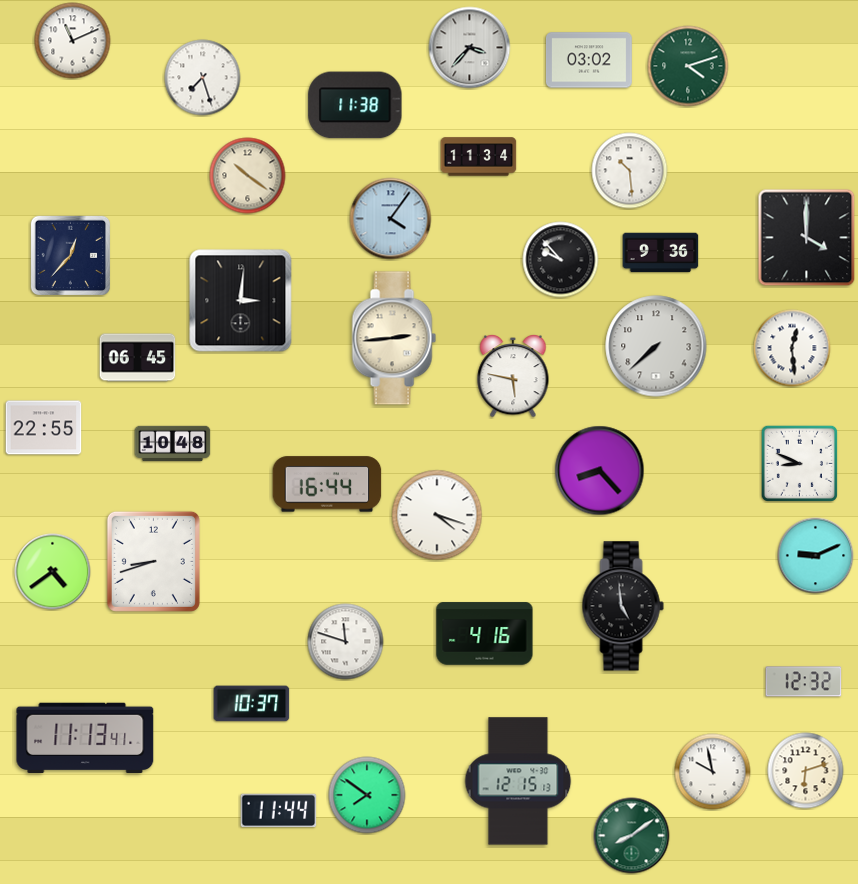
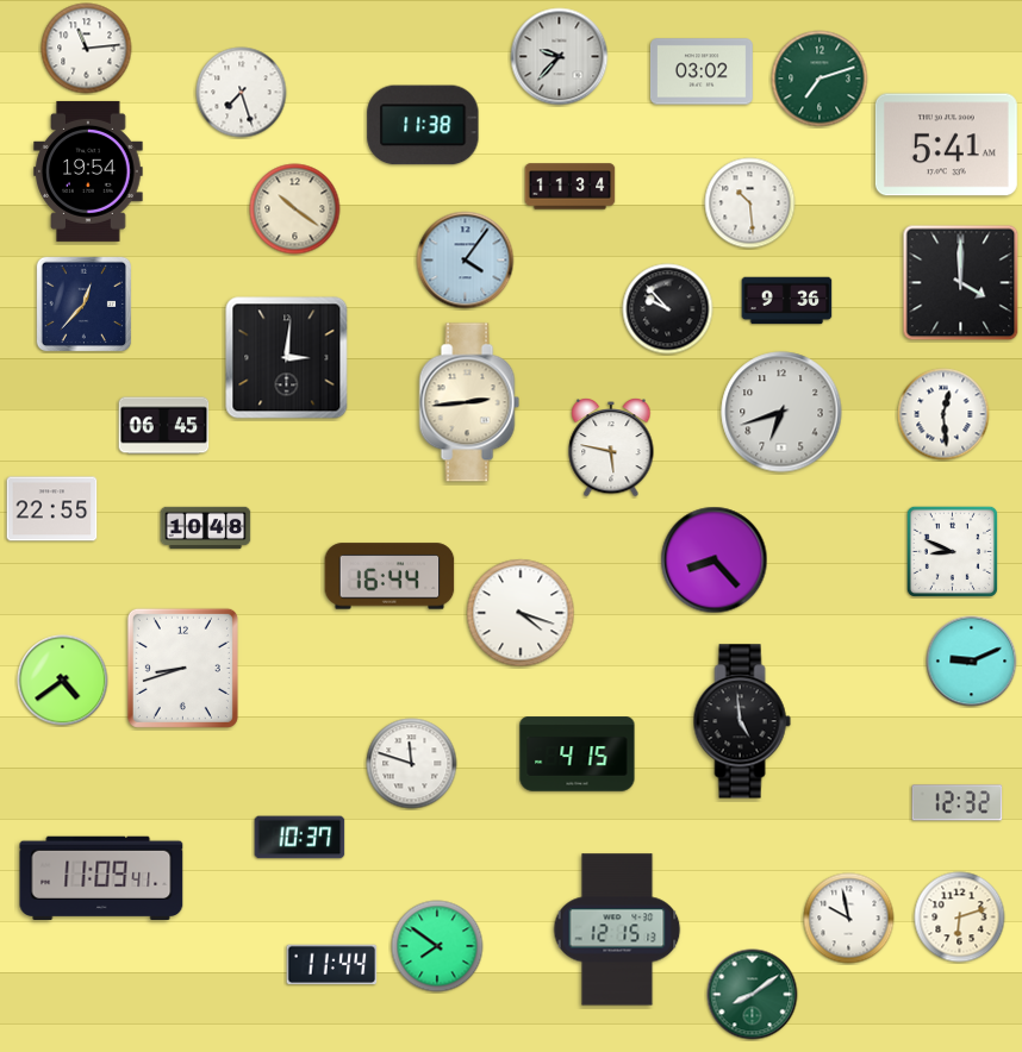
clock at (73, 41): 11:11 -> 11:14
clock at (470, 48): 3:37 -> 9:37
clock at (688, 66): 4:12 -> 7:12
clock at (946, 145): none -> 5:41
clock at (88, 171): none -> 19:54
clock at (656, 346): 7:38 -> 6:42
clock at (485, 634): 4:16 -> 4:15
clock at (804, 682) position: (804, 682) -> (958, 803)
clock at (85, 738): 11:13 -> 11:09
